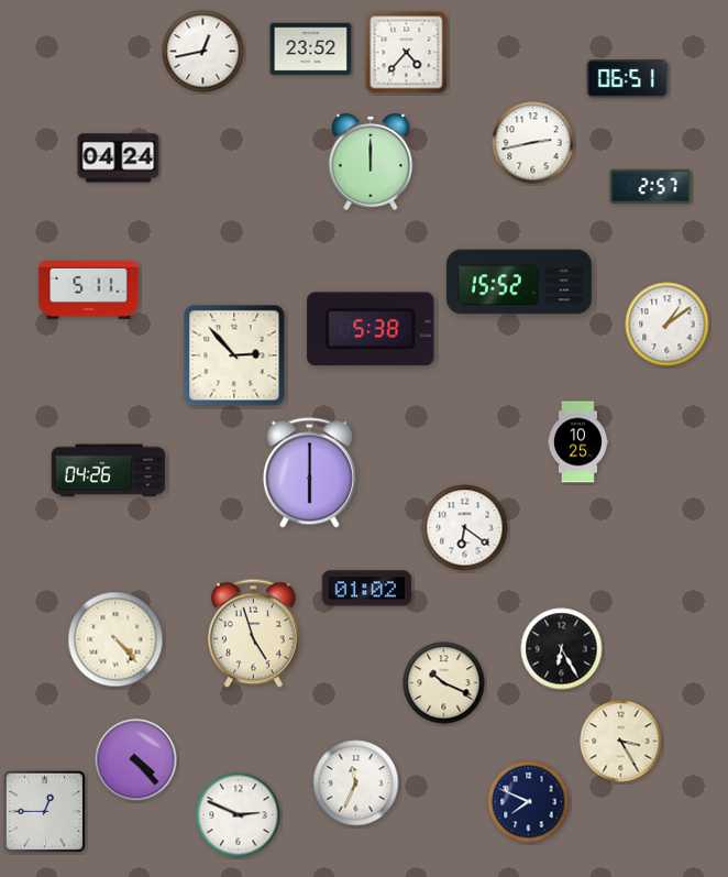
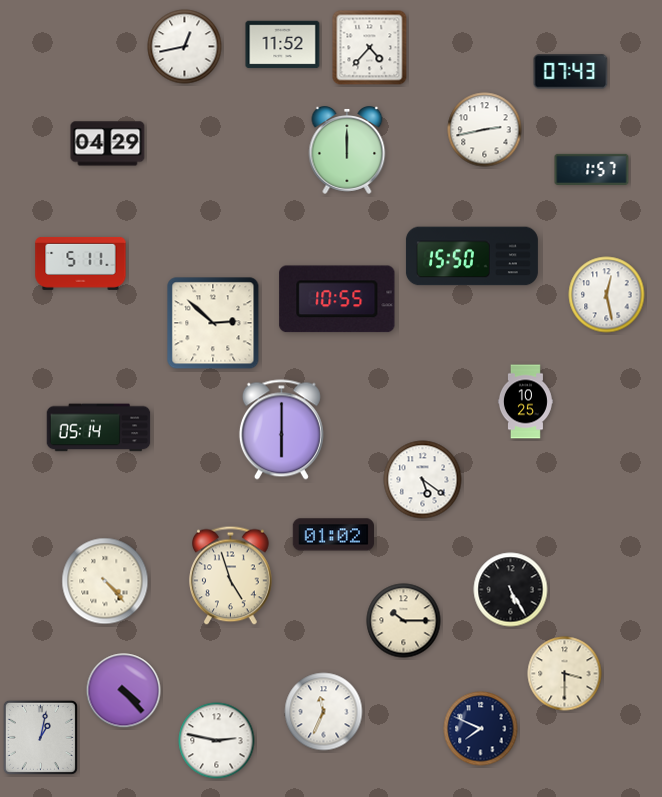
clock at (311, 50): 23:52 -> 11:52
clock at (628, 79): 06:51 -> 07:43
clock at (119, 158): 04:24 -> 04:29
clock at (371, 163) position: (371, 163) -> (347, 151)
clock at (651, 186): 2:57 -> 1:57
clock at (519, 282): 15:52 -> 15:50
clock at (668, 325): 1:09 -> 12:28
clock at (371, 329): 5:38 -> 10:55
clock at (234, 355): 2:53 -> 2:52
clock at (109, 471): 04:26 -> 05:14
clock at (465, 528): 6:21 -> 5:21
clock at (562, 649): 6:25 -> 5:25
clock at (444, 683): 10:19 -> 10:15
clock at (621, 742): 3:25 -> 3:30
clock at (44, 811): 12:45 -> 1:02
clock at (239, 815): 2:49 -> 2:47
